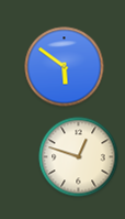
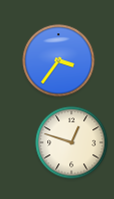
clock at (65, 67): 5:51 -> 3:36
